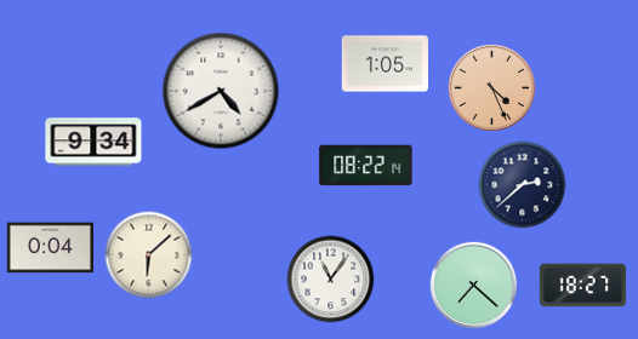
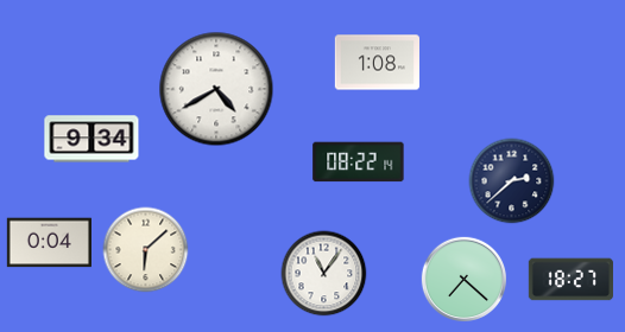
clock at (384, 64): 1:05 -> 1:08
clock at (491, 87): 4:26 -> none
